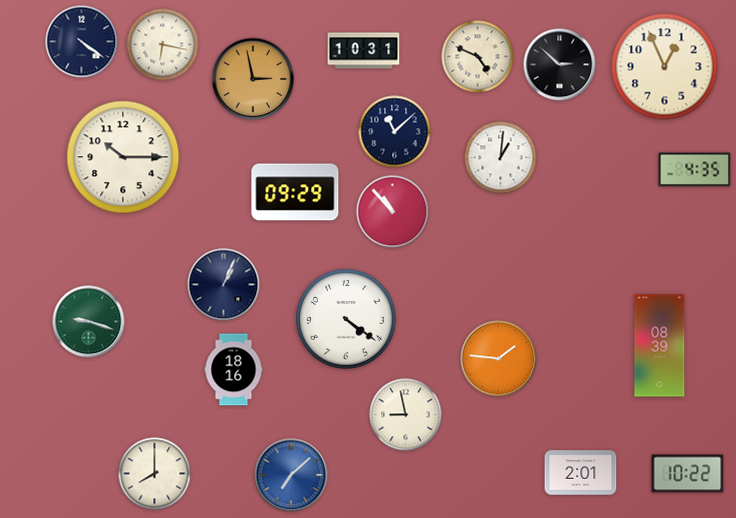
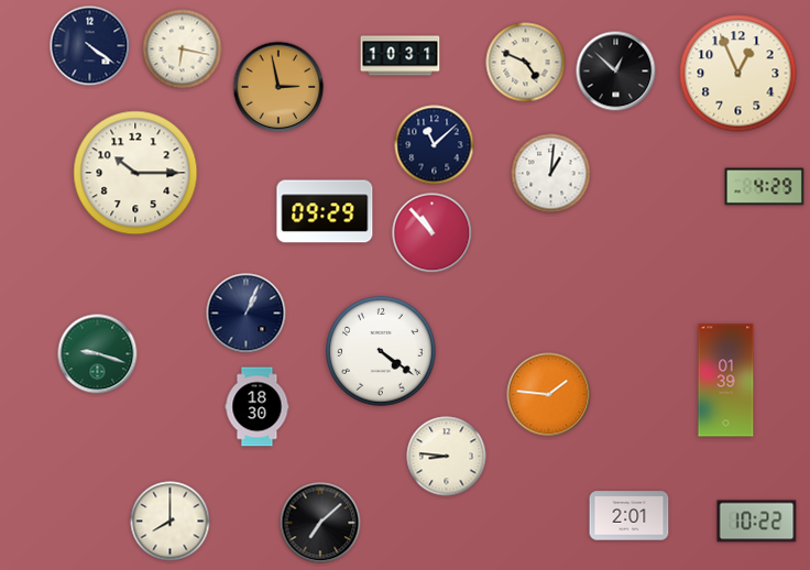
clock at (163, 45) position: (163, 45) -> (183, 50)
clock at (560, 65): 2:52 -> 12:52
clock at (665, 67) position: (665, 67) -> (738, 74)
clock at (695, 170): 4:35 -> 4:29
clock at (660, 346): 08:39 -> 01:39
clock at (234, 370): 18:16 -> 18:30
clock at (406, 415): 8:58 -> 8:46
clock at (581, 473) position: (581, 473) -> (630, 516)
clock at (291, 475) dial: blue -> black
